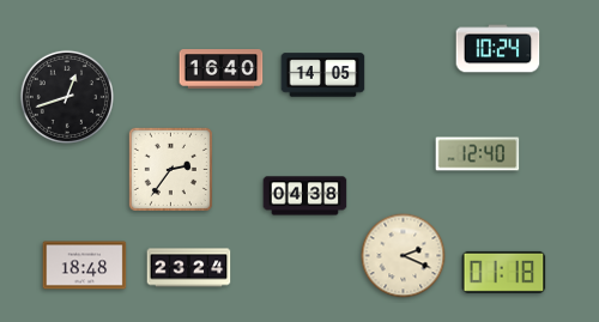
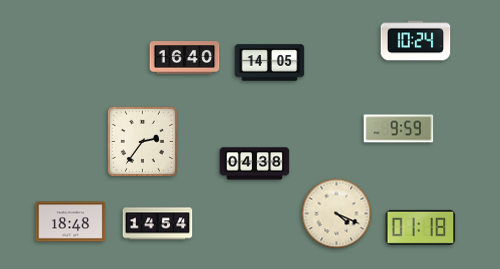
clock at (67, 97): 12:42 -> none
clock at (478, 154): 12:40 -> 9:59
clock at (404, 256): 2:19 -> 4:19
clock at (189, 268): 23:24 -> 14:54
